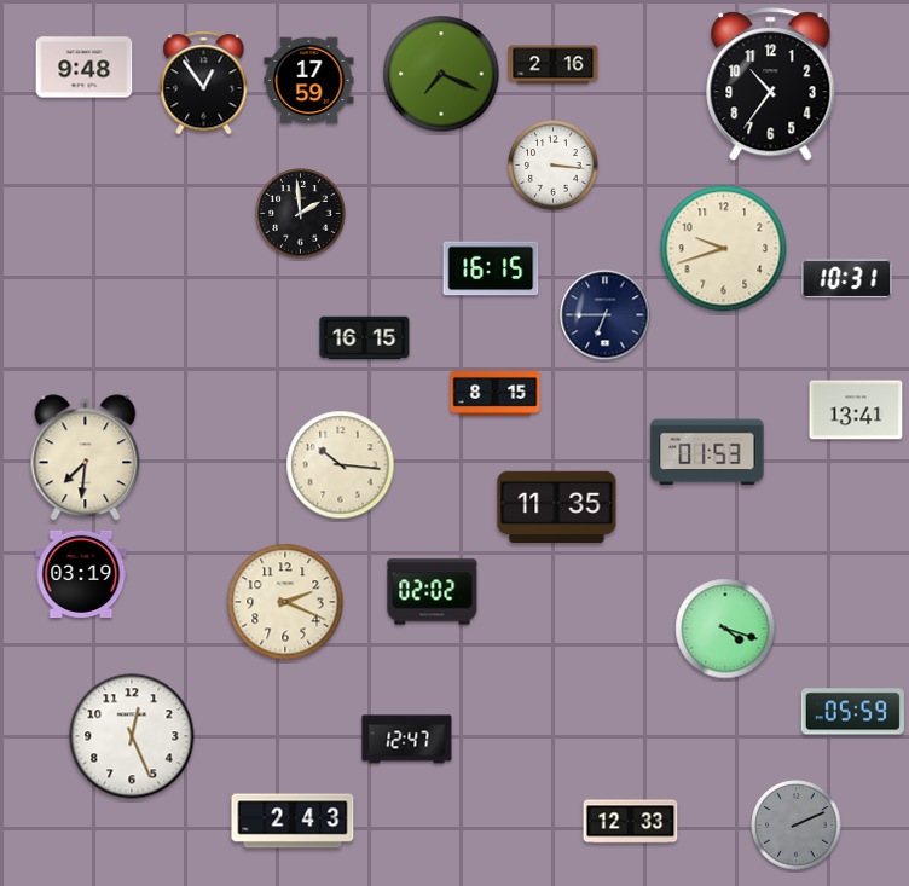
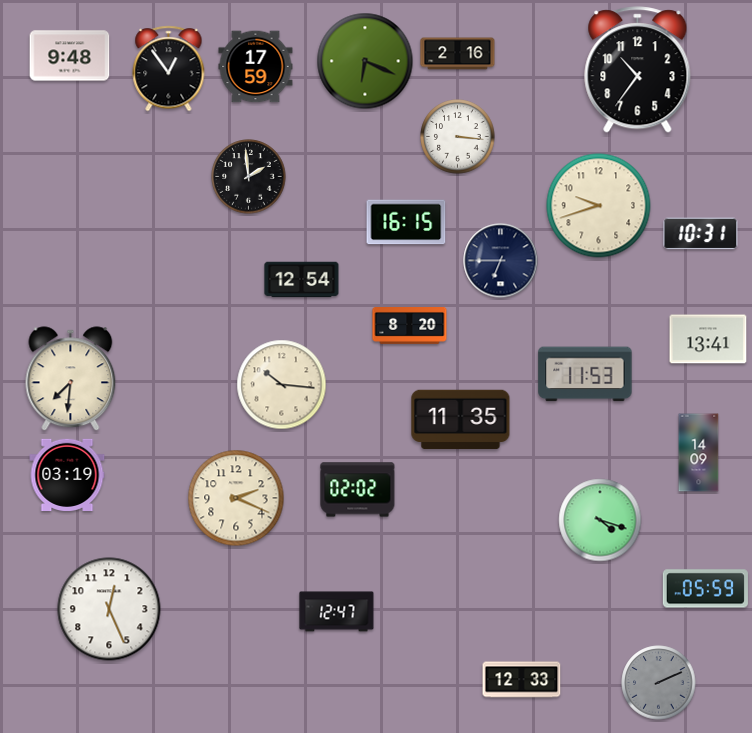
clock at (441, 74): 7:19 -> 6:19
clock at (847, 279) position: (847, 279) -> (701, 234)
clock at (365, 338): 16:15 -> 12:54
clock at (496, 394): 8:15 -> 8:20
clock at (707, 452): 01:53 -> 11:53
clock at (699, 453): none -> 14:09
clock at (293, 821): 2:43 -> none
